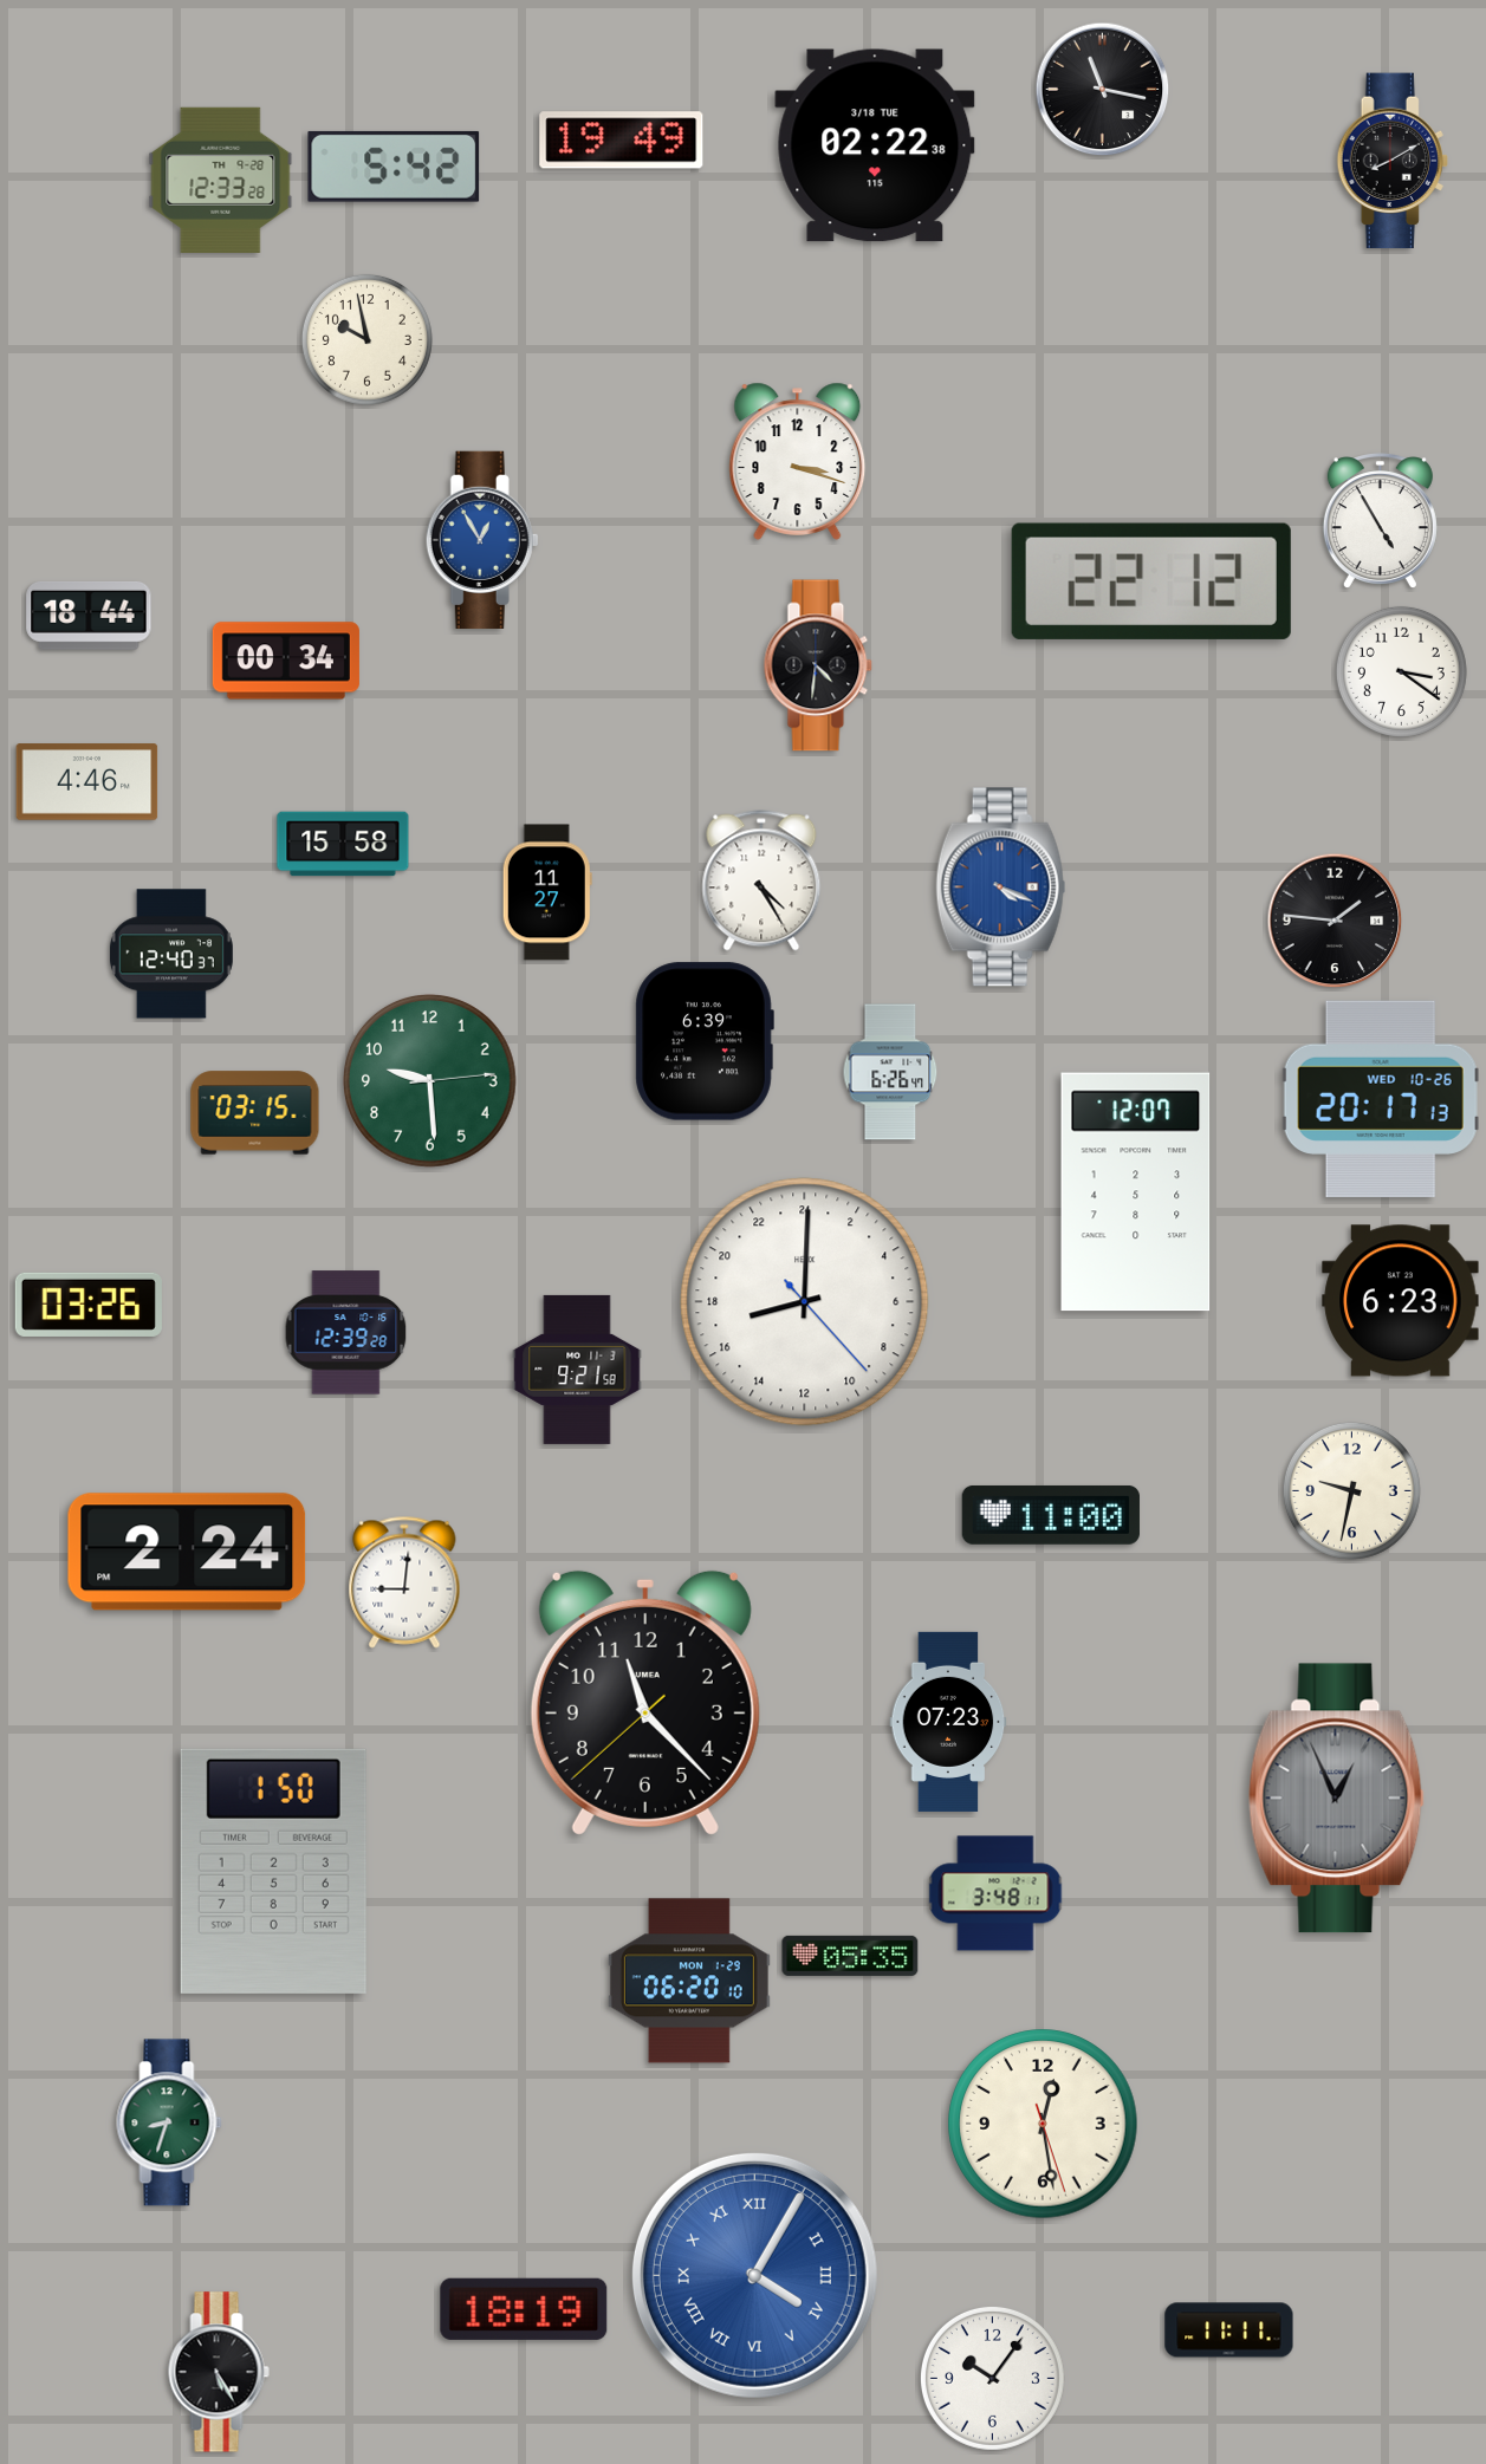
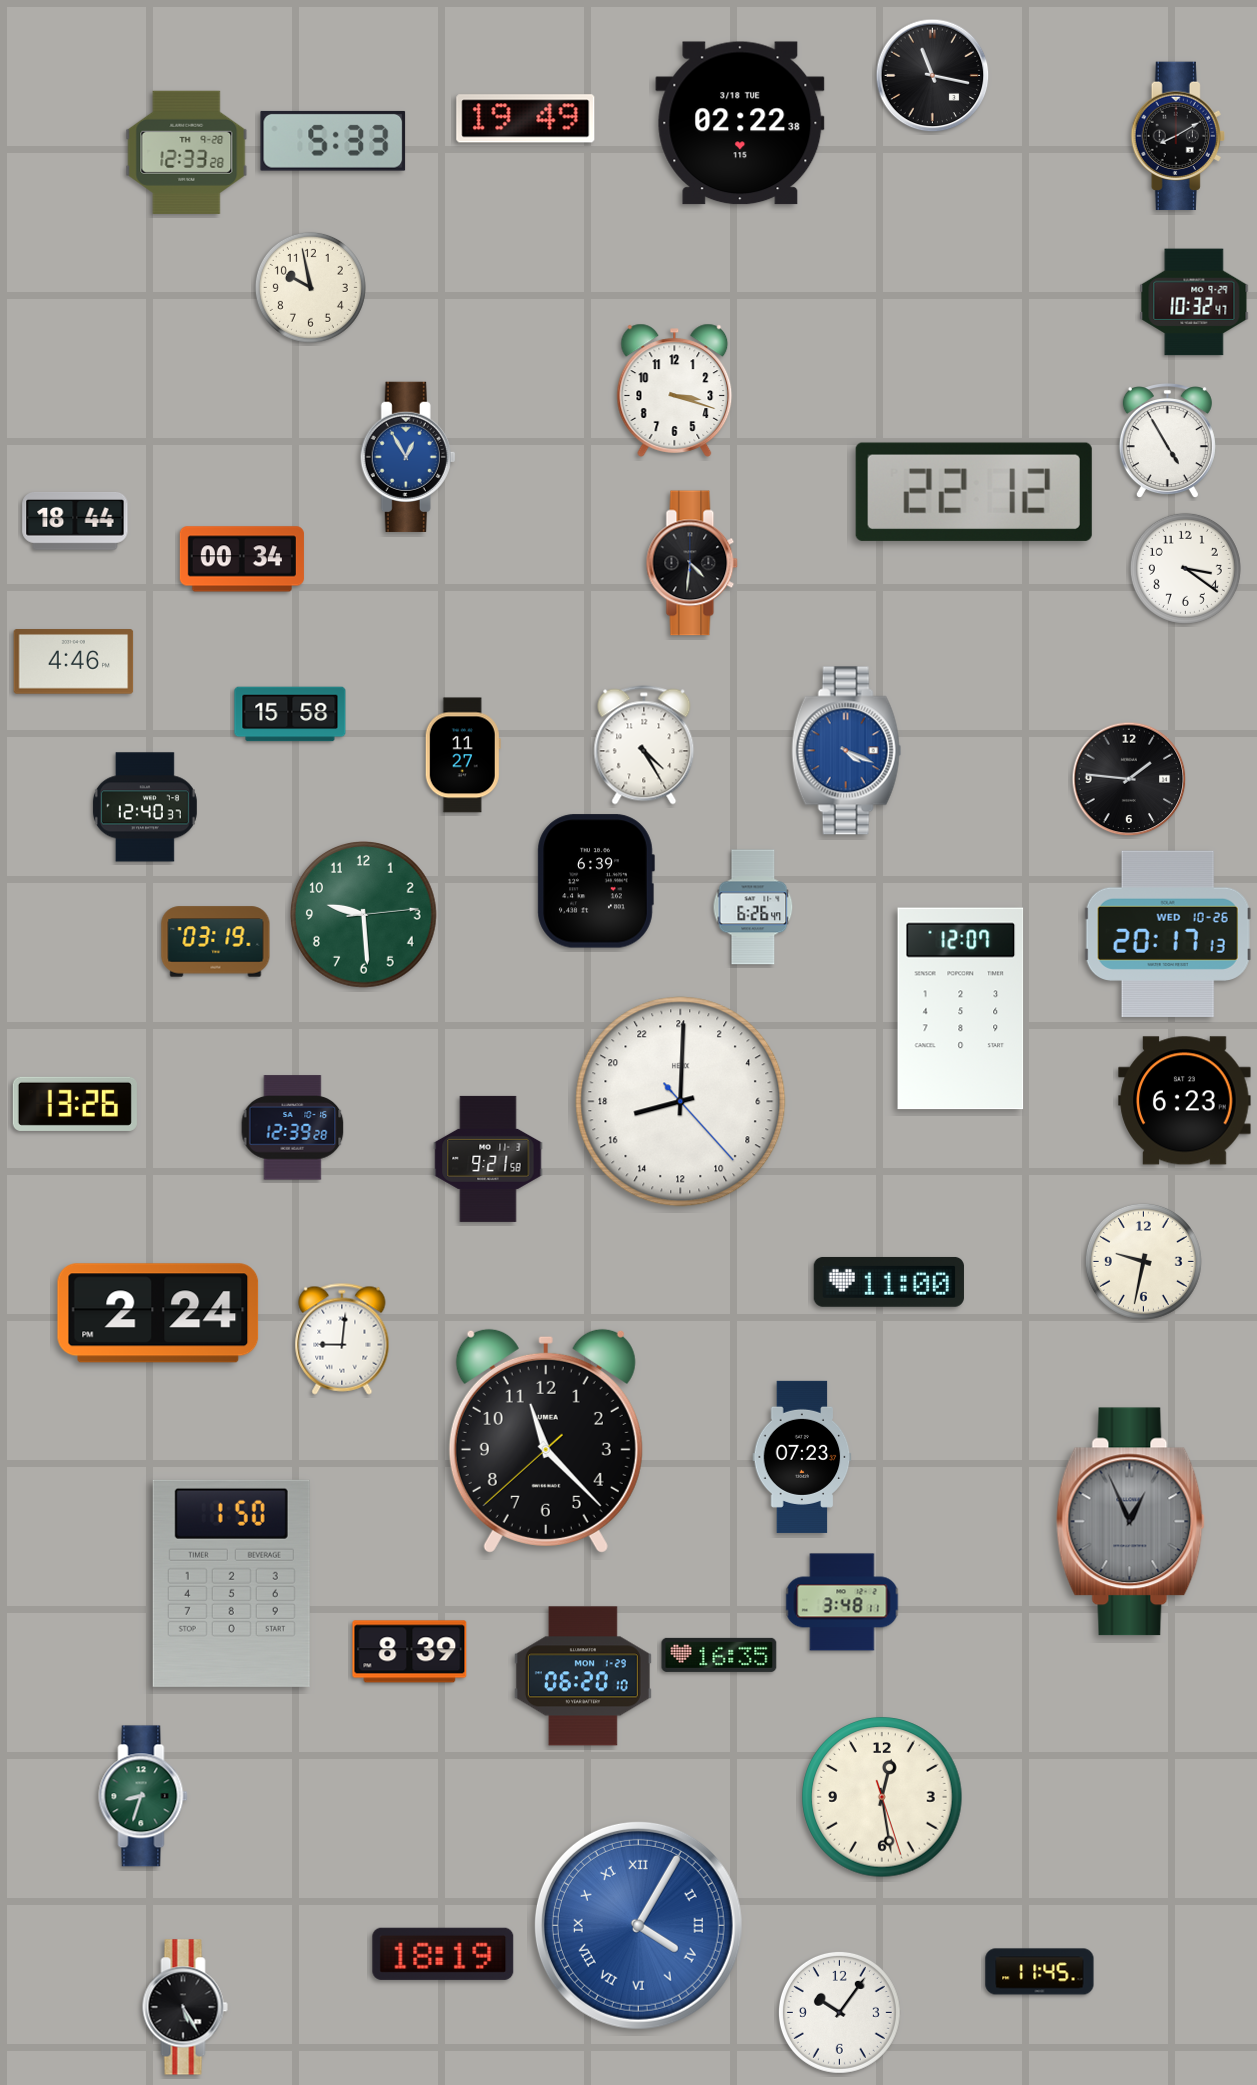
clock at (394, 167): 5:42 -> 5:33
clock at (1194, 302): none -> 10:32
clock at (1381, 1099) position: (1381, 1099) -> (1168, 934)
clock at (255, 1113): 03:15 -> 03:19
clock at (89, 1305): 03:26 -> 13:26
clock at (410, 1652): none -> 8:39
clock at (850, 1956): 05:35 -> 16:35
clock at (1229, 2330): 11:11 -> 11:45
